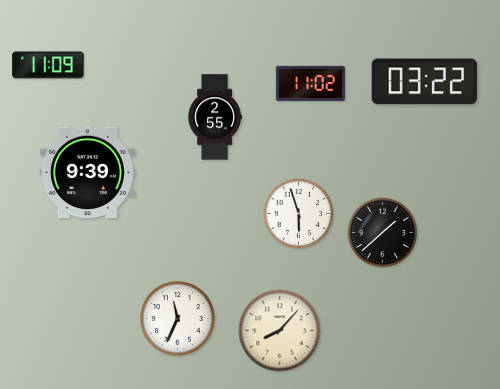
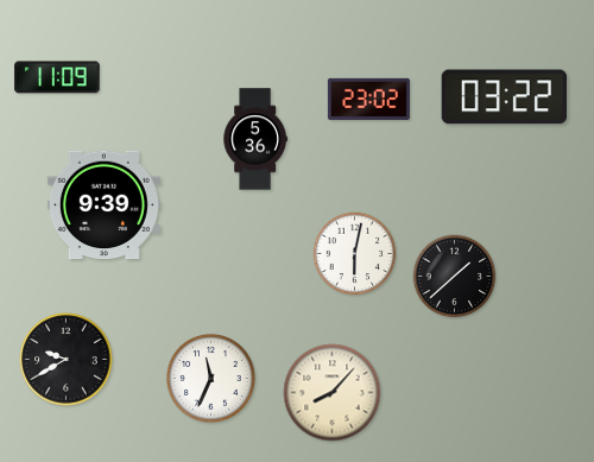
clock at (310, 83): 11:02 -> 23:02
clock at (215, 117): 2:55 -> 5:36
clock at (299, 214): 5:57 -> 6:02
clock at (67, 360): none -> 9:40
